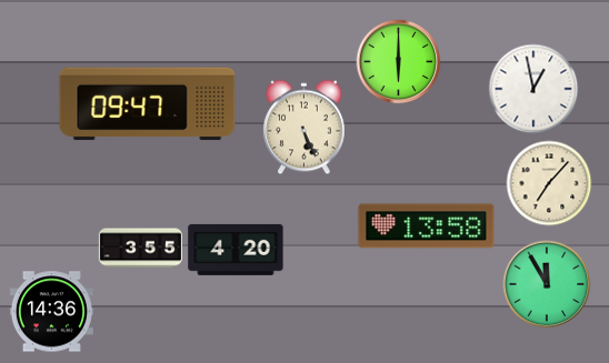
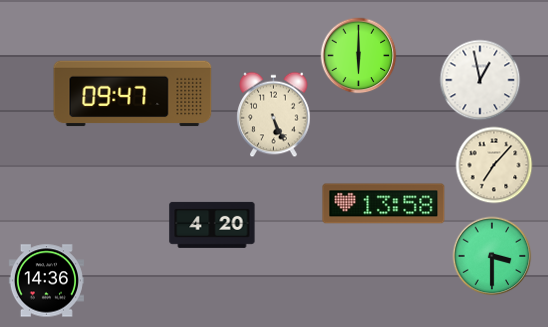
clock at (140, 249): 3:55 -> none
clock at (547, 284): 11:55 -> 3:30
